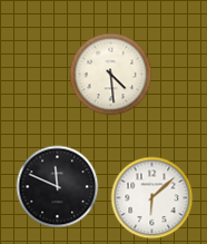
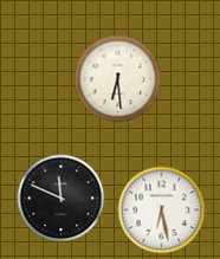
clock at (111, 75): 4:29 -> 6:29
clock at (152, 198): 6:08 -> 6:28
